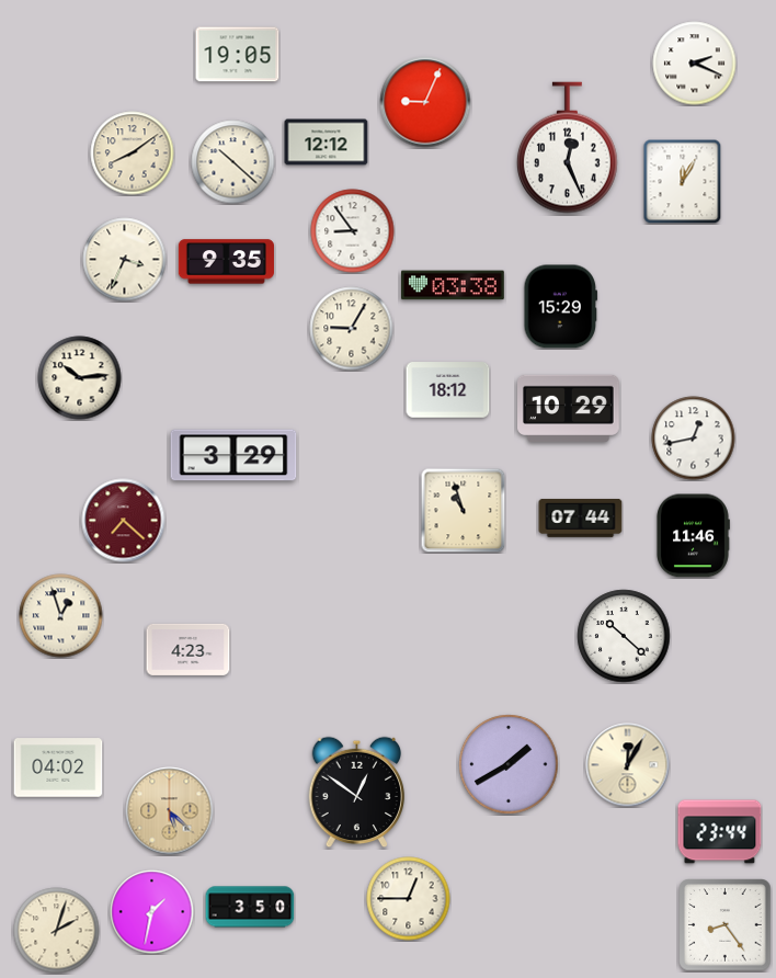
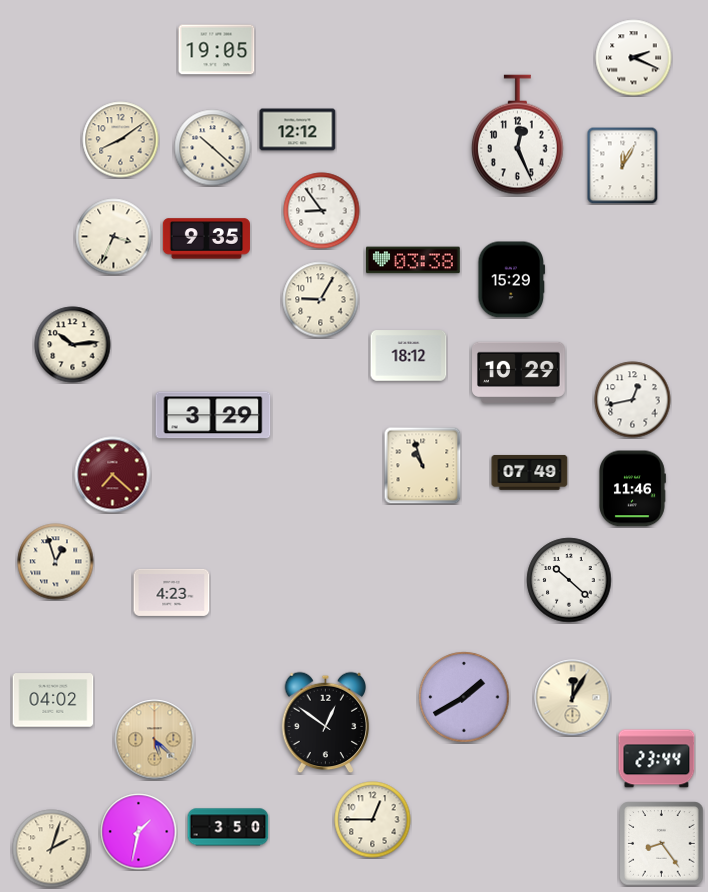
clock at (425, 102): 9:04 -> none
clock at (581, 518): 07:44 -> 07:49
